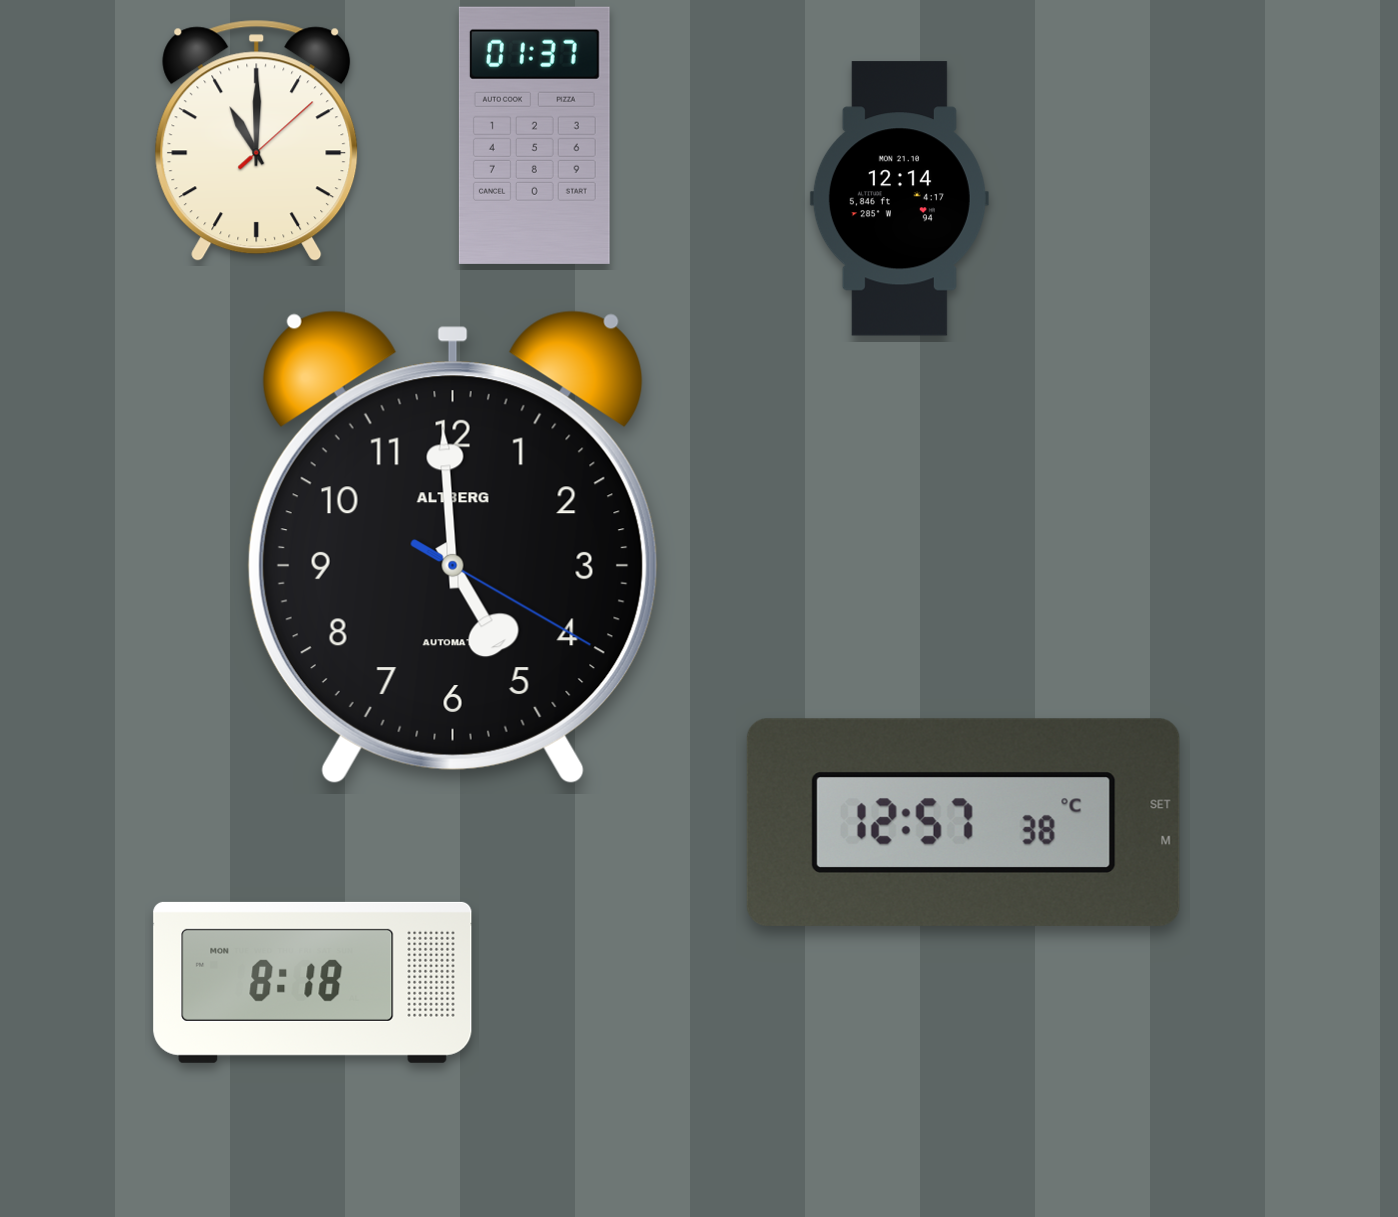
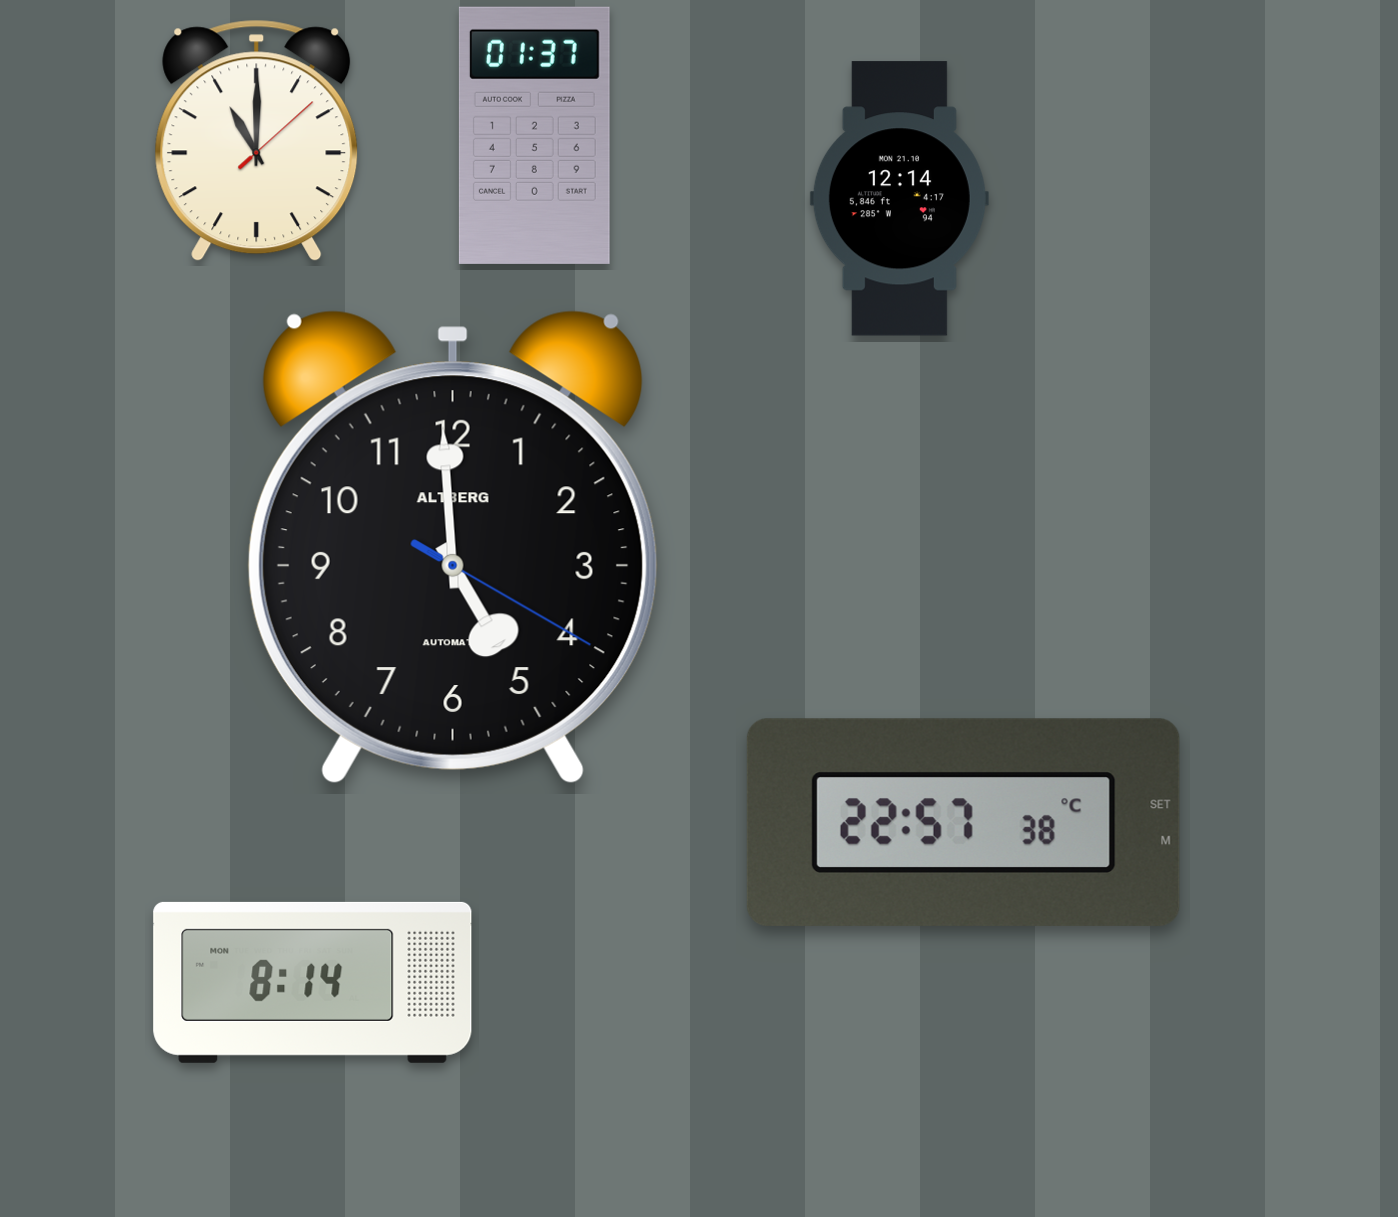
clock at (963, 822): 12:57 -> 22:57
clock at (313, 982): 8:18 -> 8:14
